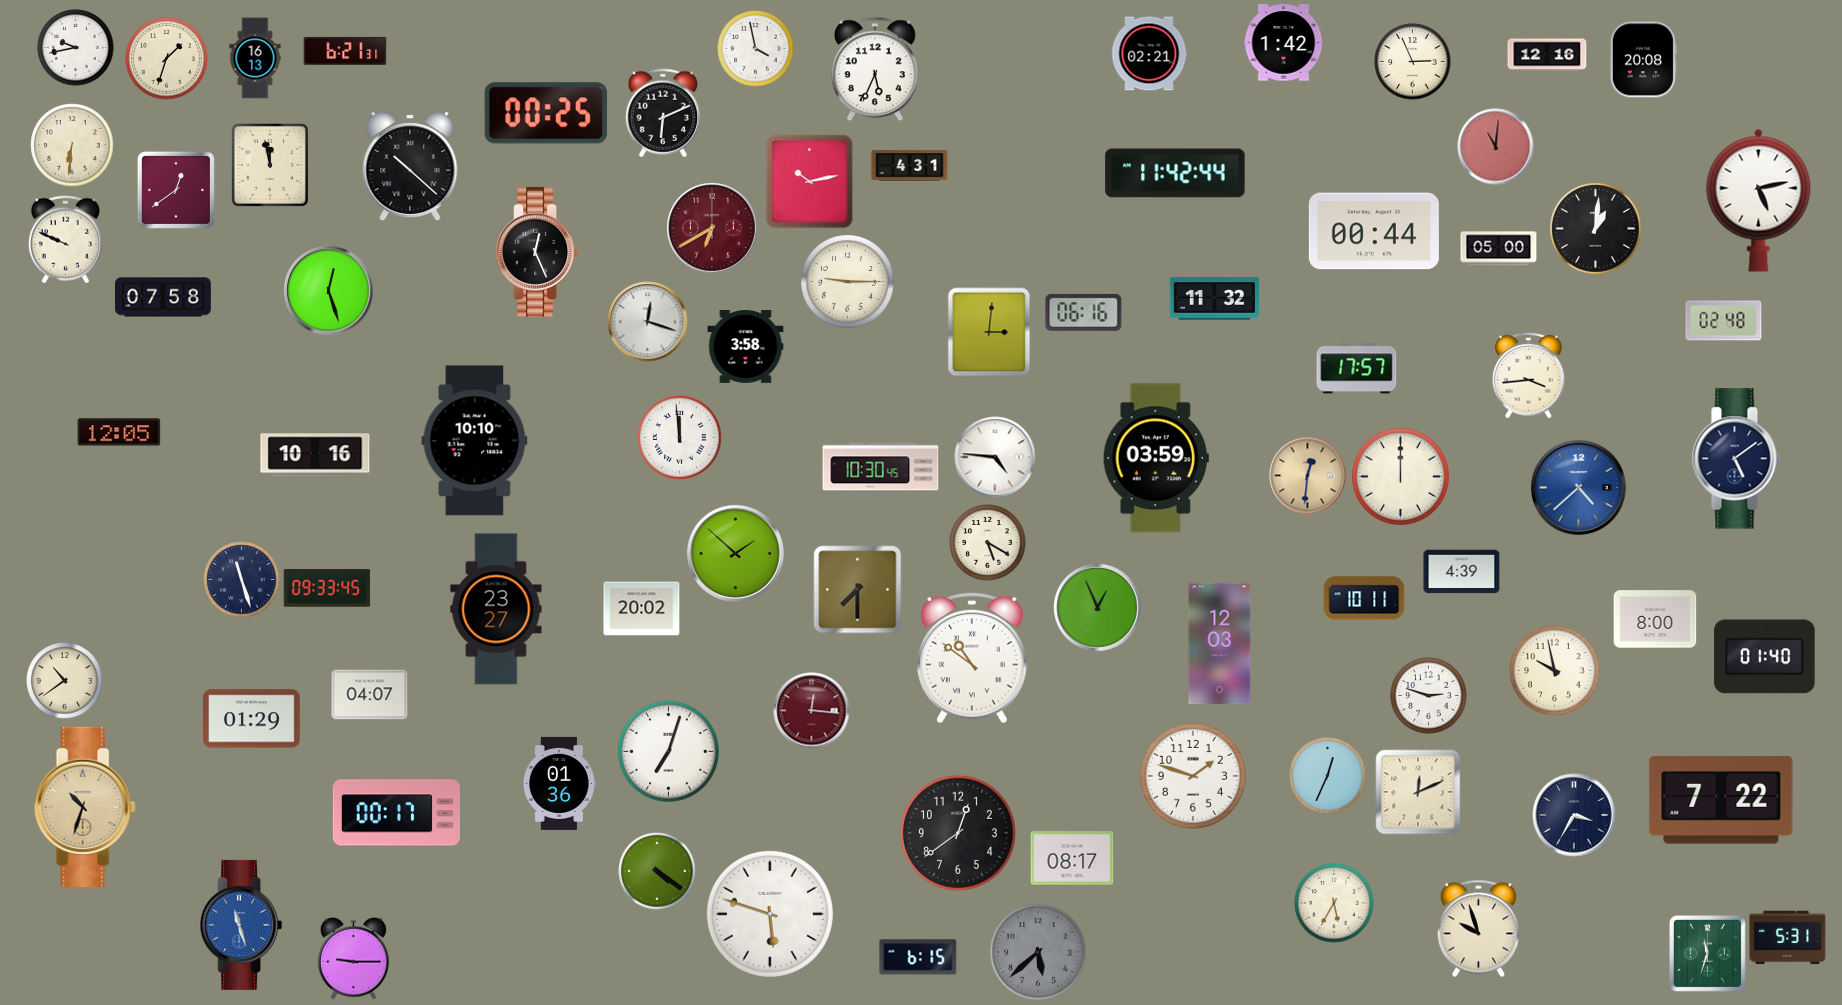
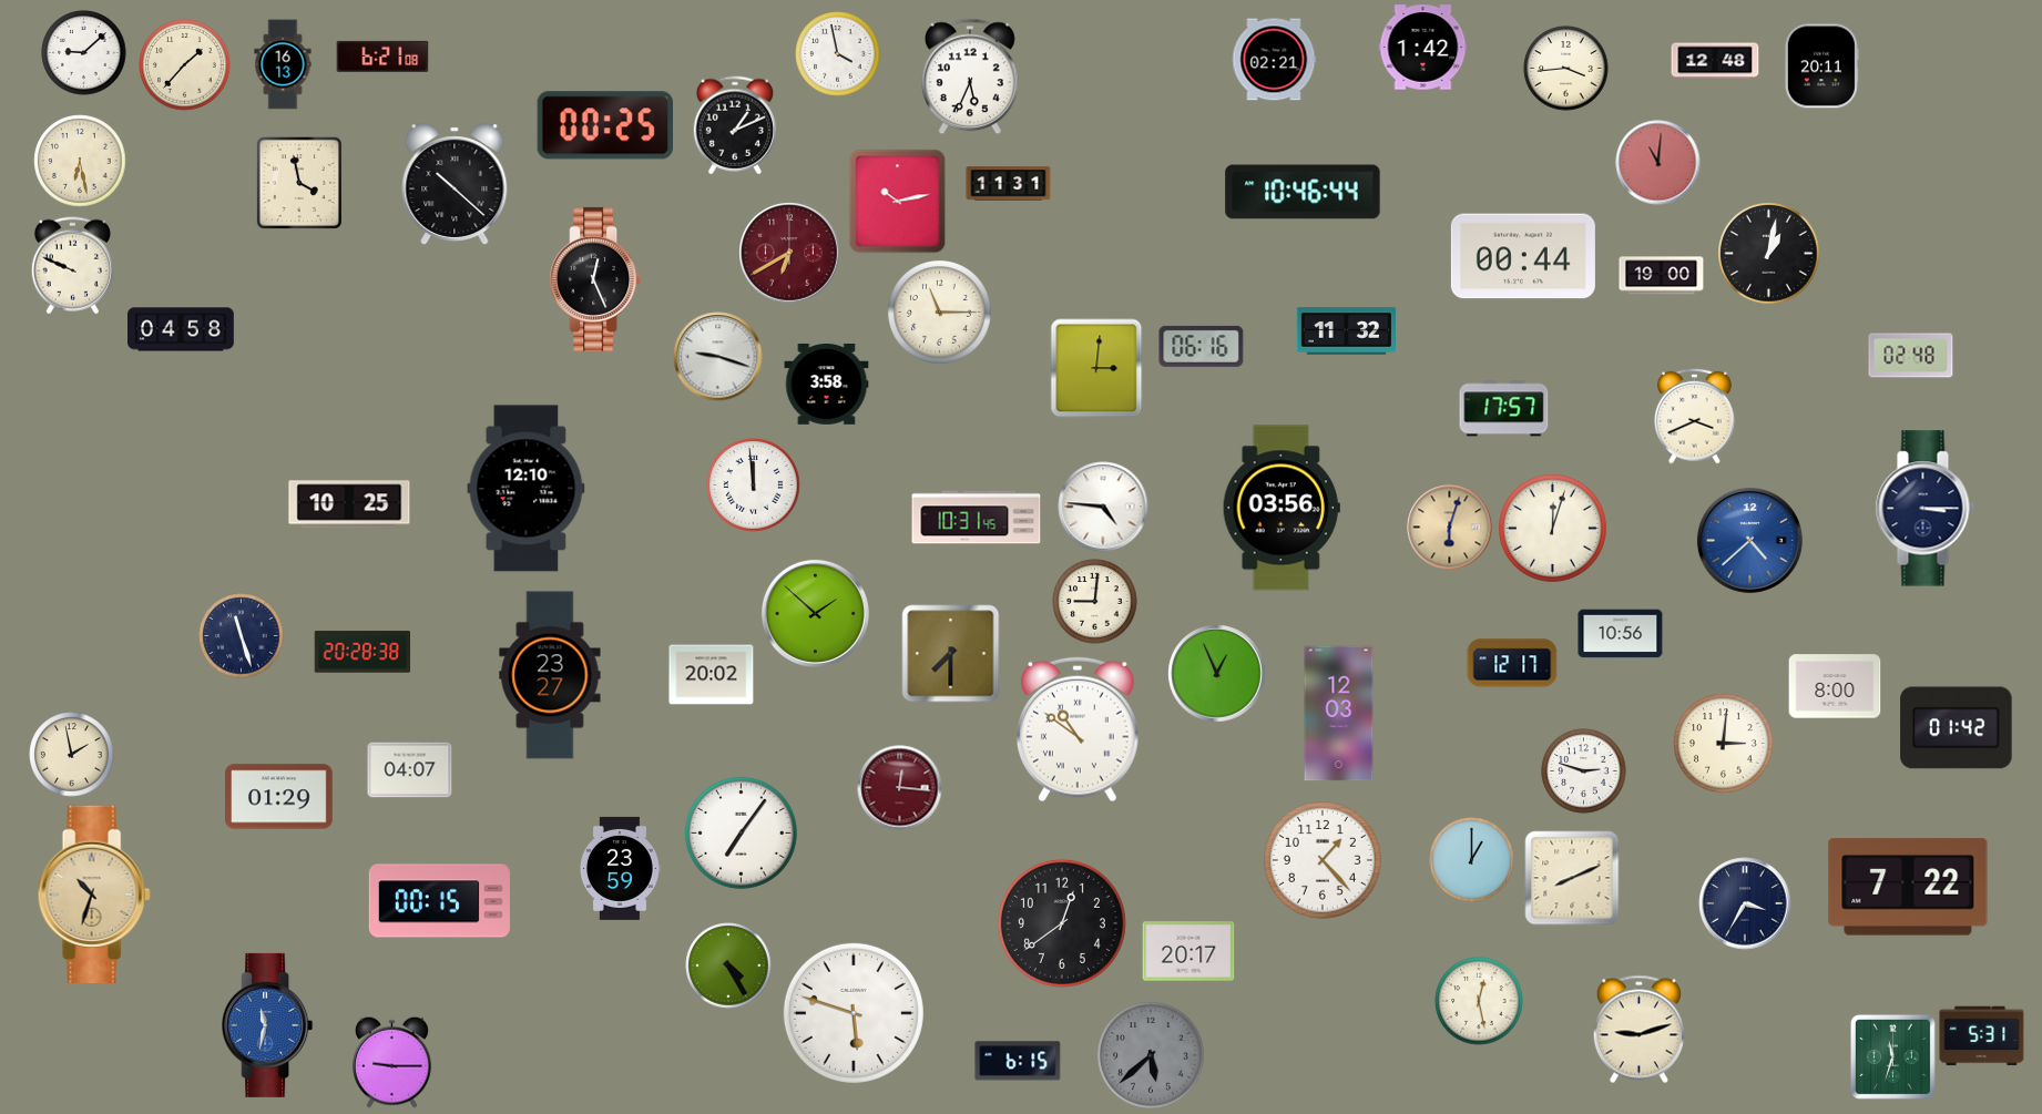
clock at (76, 48): 9:43 -> 9:08
clock at (345, 51): 6:21:31 -> 6:21:08
clock at (1547, 55): 12:16 -> 12:48
clock at (167, 59): 1:33 -> 1:37
clock at (1643, 60): 20:08 -> 20:11
clock at (1413, 62): 2:56 -> 3:44
clock at (663, 113): 6:11 -> 1:11
clock at (72, 145): 6:31 -> 6:28
clock at (270, 165): 11:58 -> 3:58
clock at (910, 166): 4:31 -> 11:31
clock at (1175, 173): 11:42 -> 10:46
clock at (176, 190): 12:39 -> none
clock at (1759, 200): 5:13 -> none
clock at (1596, 229): 1:01 -> 1:02
clock at (1499, 249): 05:00 -> 19:00
clock at (848, 282): 9:15 -> 11:15
clock at (329, 291): 12:27 -> none
clock at (164, 297): 07:58 -> 04:58
clock at (648, 322): 12:18 -> 9:18
clock at (1528, 375): 3:44 -> 3:41
clock at (119, 432): 12:05 -> none
clock at (475, 441): 10:10 -> 12:10
clock at (315, 455): 10:16 -> 10:25
clock at (1156, 458): 03:59 -> 03:56
clock at (1736, 459): 5:09 -> 3:15
clock at (881, 467): 10:30 -> 10:31
clock at (1308, 476): 12:31 -> 6:03
clock at (1401, 477): 12:00 -> 12:03
clock at (988, 543): 5:20 -> 9:01
clock at (1462, 572): 4:39 -> 10:56
clock at (242, 580) position: (242, 580) -> (242, 636)
clock at (327, 588): 09:33 -> 20:28
clock at (1364, 598): 10:11 -> 12:17
clock at (1220, 644) position: (1220, 644) -> (1339, 714)
clock at (1765, 657): 01:40 -> 01:42
clock at (1555, 671): 9:58 -> 3:01
clock at (65, 681): 10:39 -> 1:58
clock at (668, 751): 7:03 -> 7:06
clock at (1193, 776): 1:48 -> 1:23
clock at (1328, 776): 12:34 -> 1:00
clock at (559, 783): 01:36 -> 23:59
clock at (1418, 792): 12:11 -> 8:11
clock at (396, 813): 00:17 -> 00:15
clock at (1072, 858): 08:17 -> 20:17
clock at (657, 871): 4:21 -> 4:25
clock at (1334, 903): 5:35 -> 12:28
clock at (241, 925): 11:27 -> 11:32
clock at (1478, 929): 9:57 -> 9:12
clock at (1788, 938) position: (1788, 938) -> (1982, 1036)
